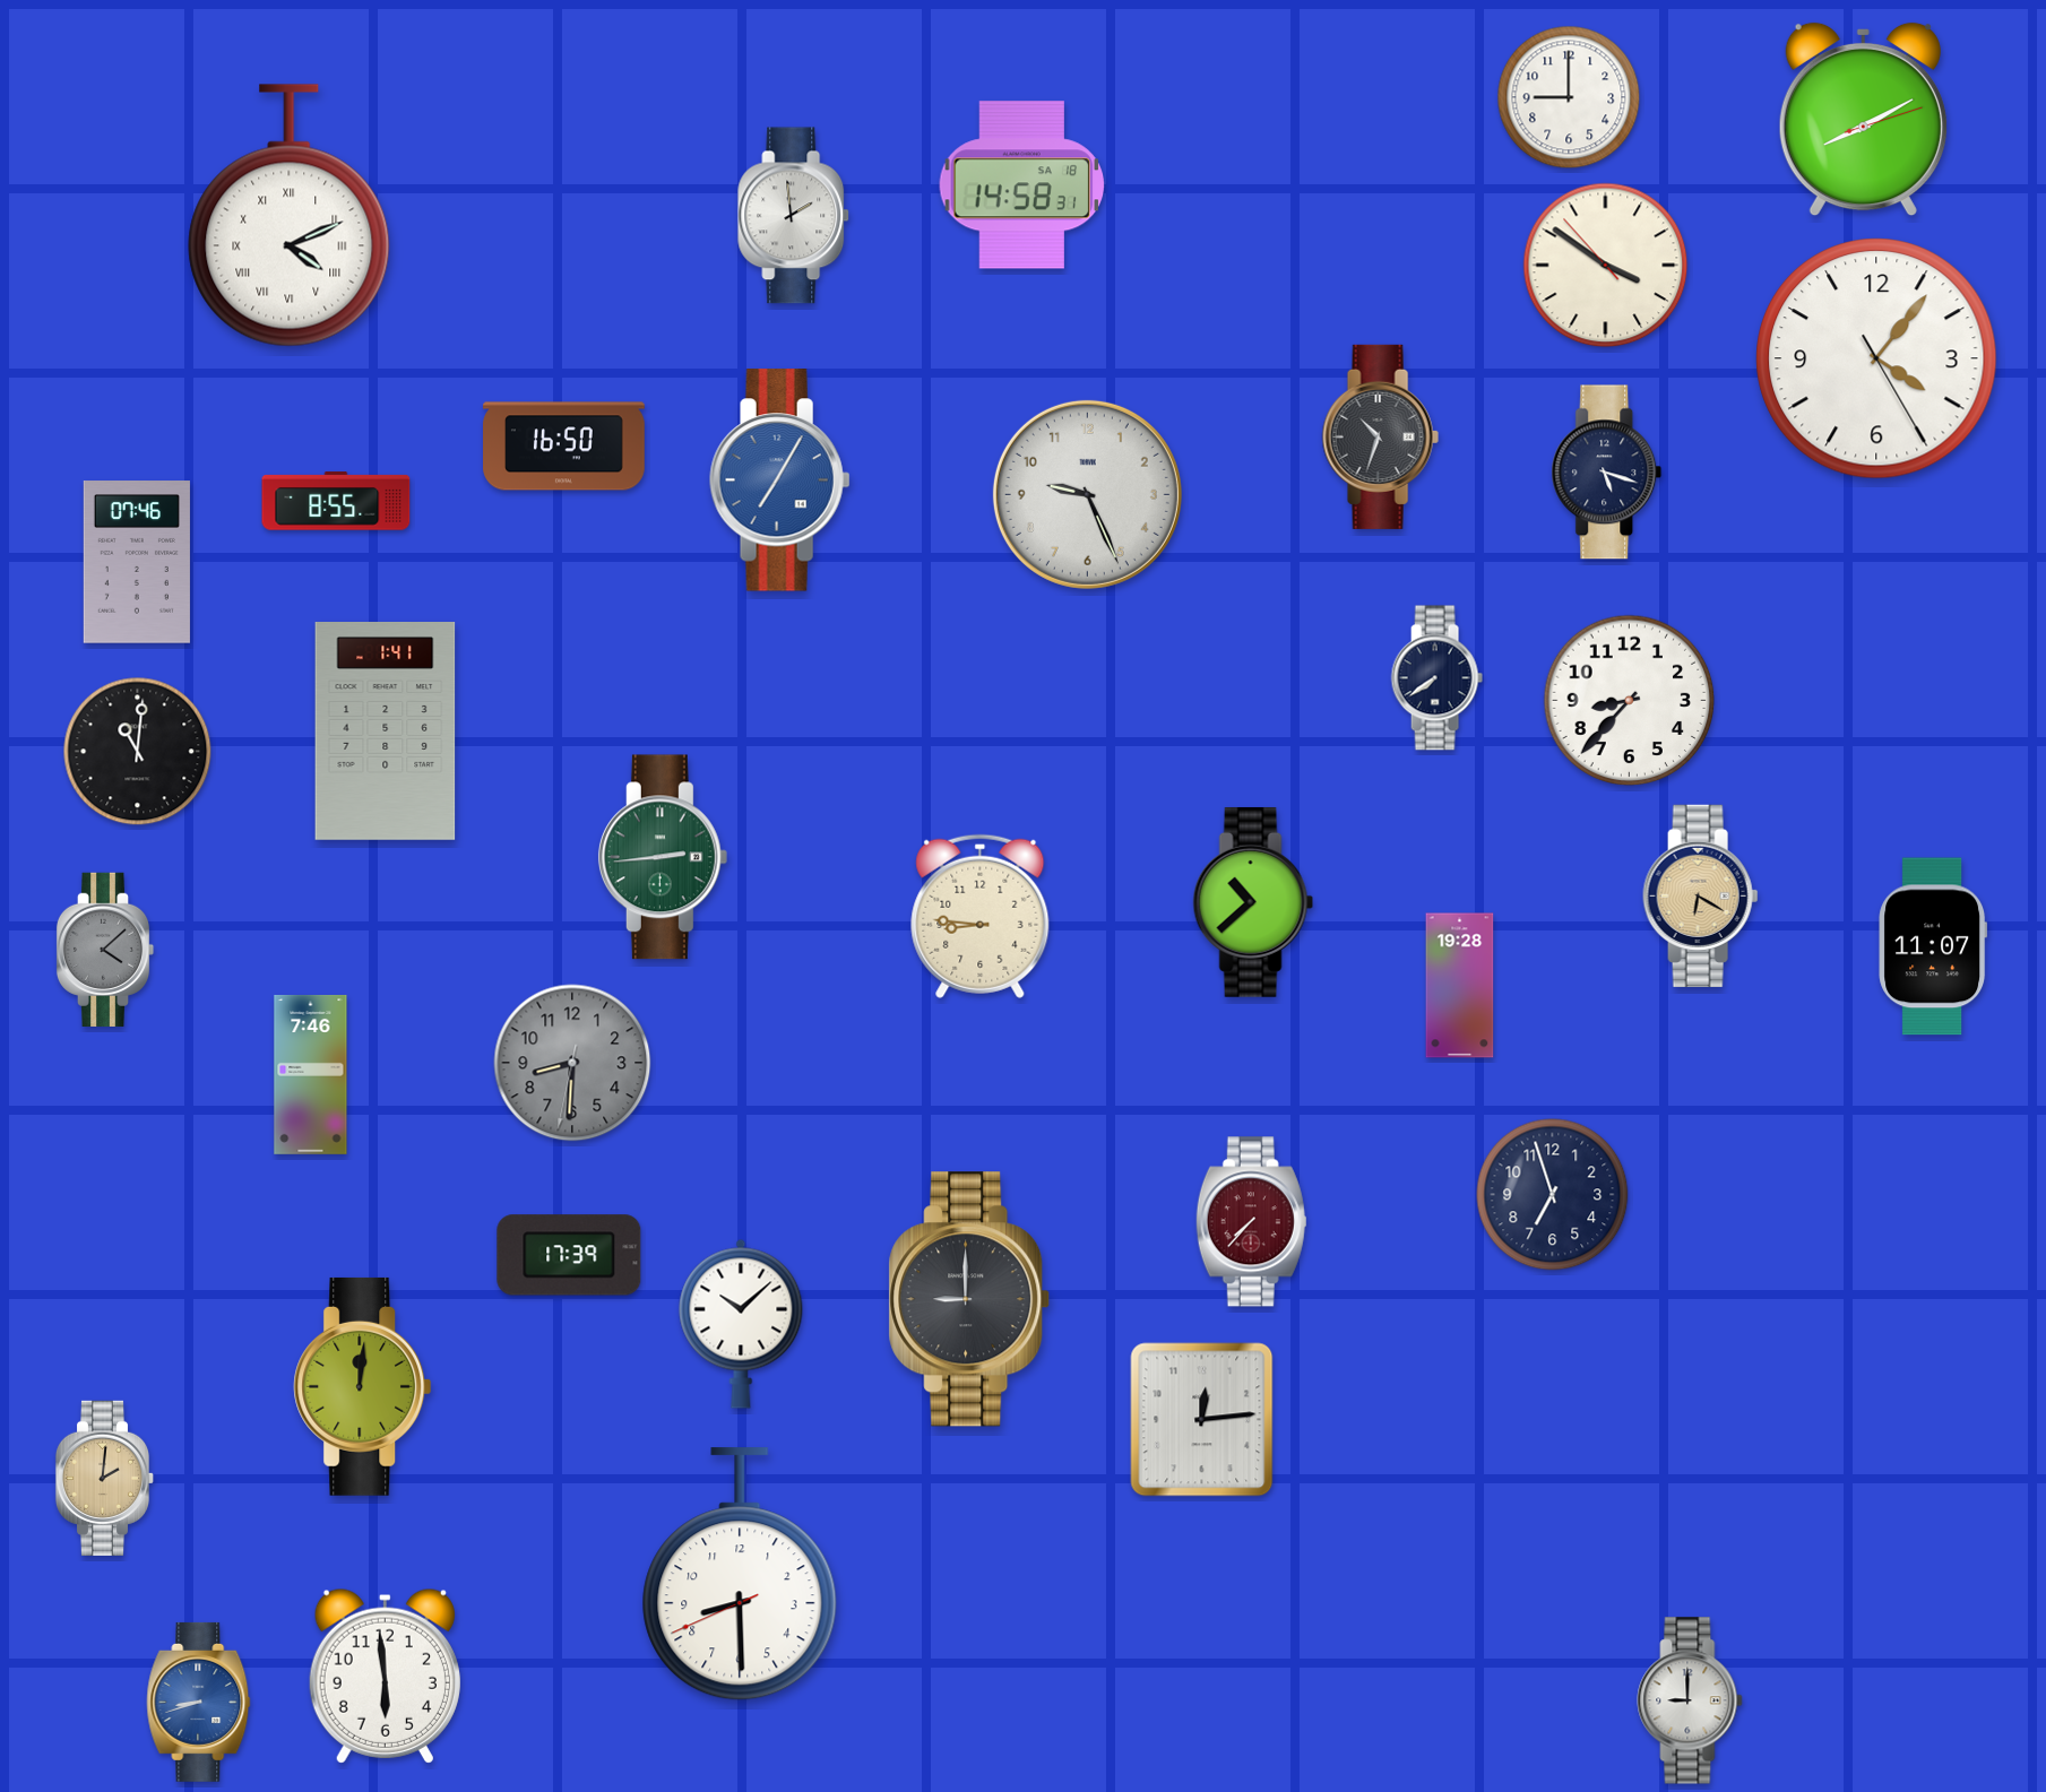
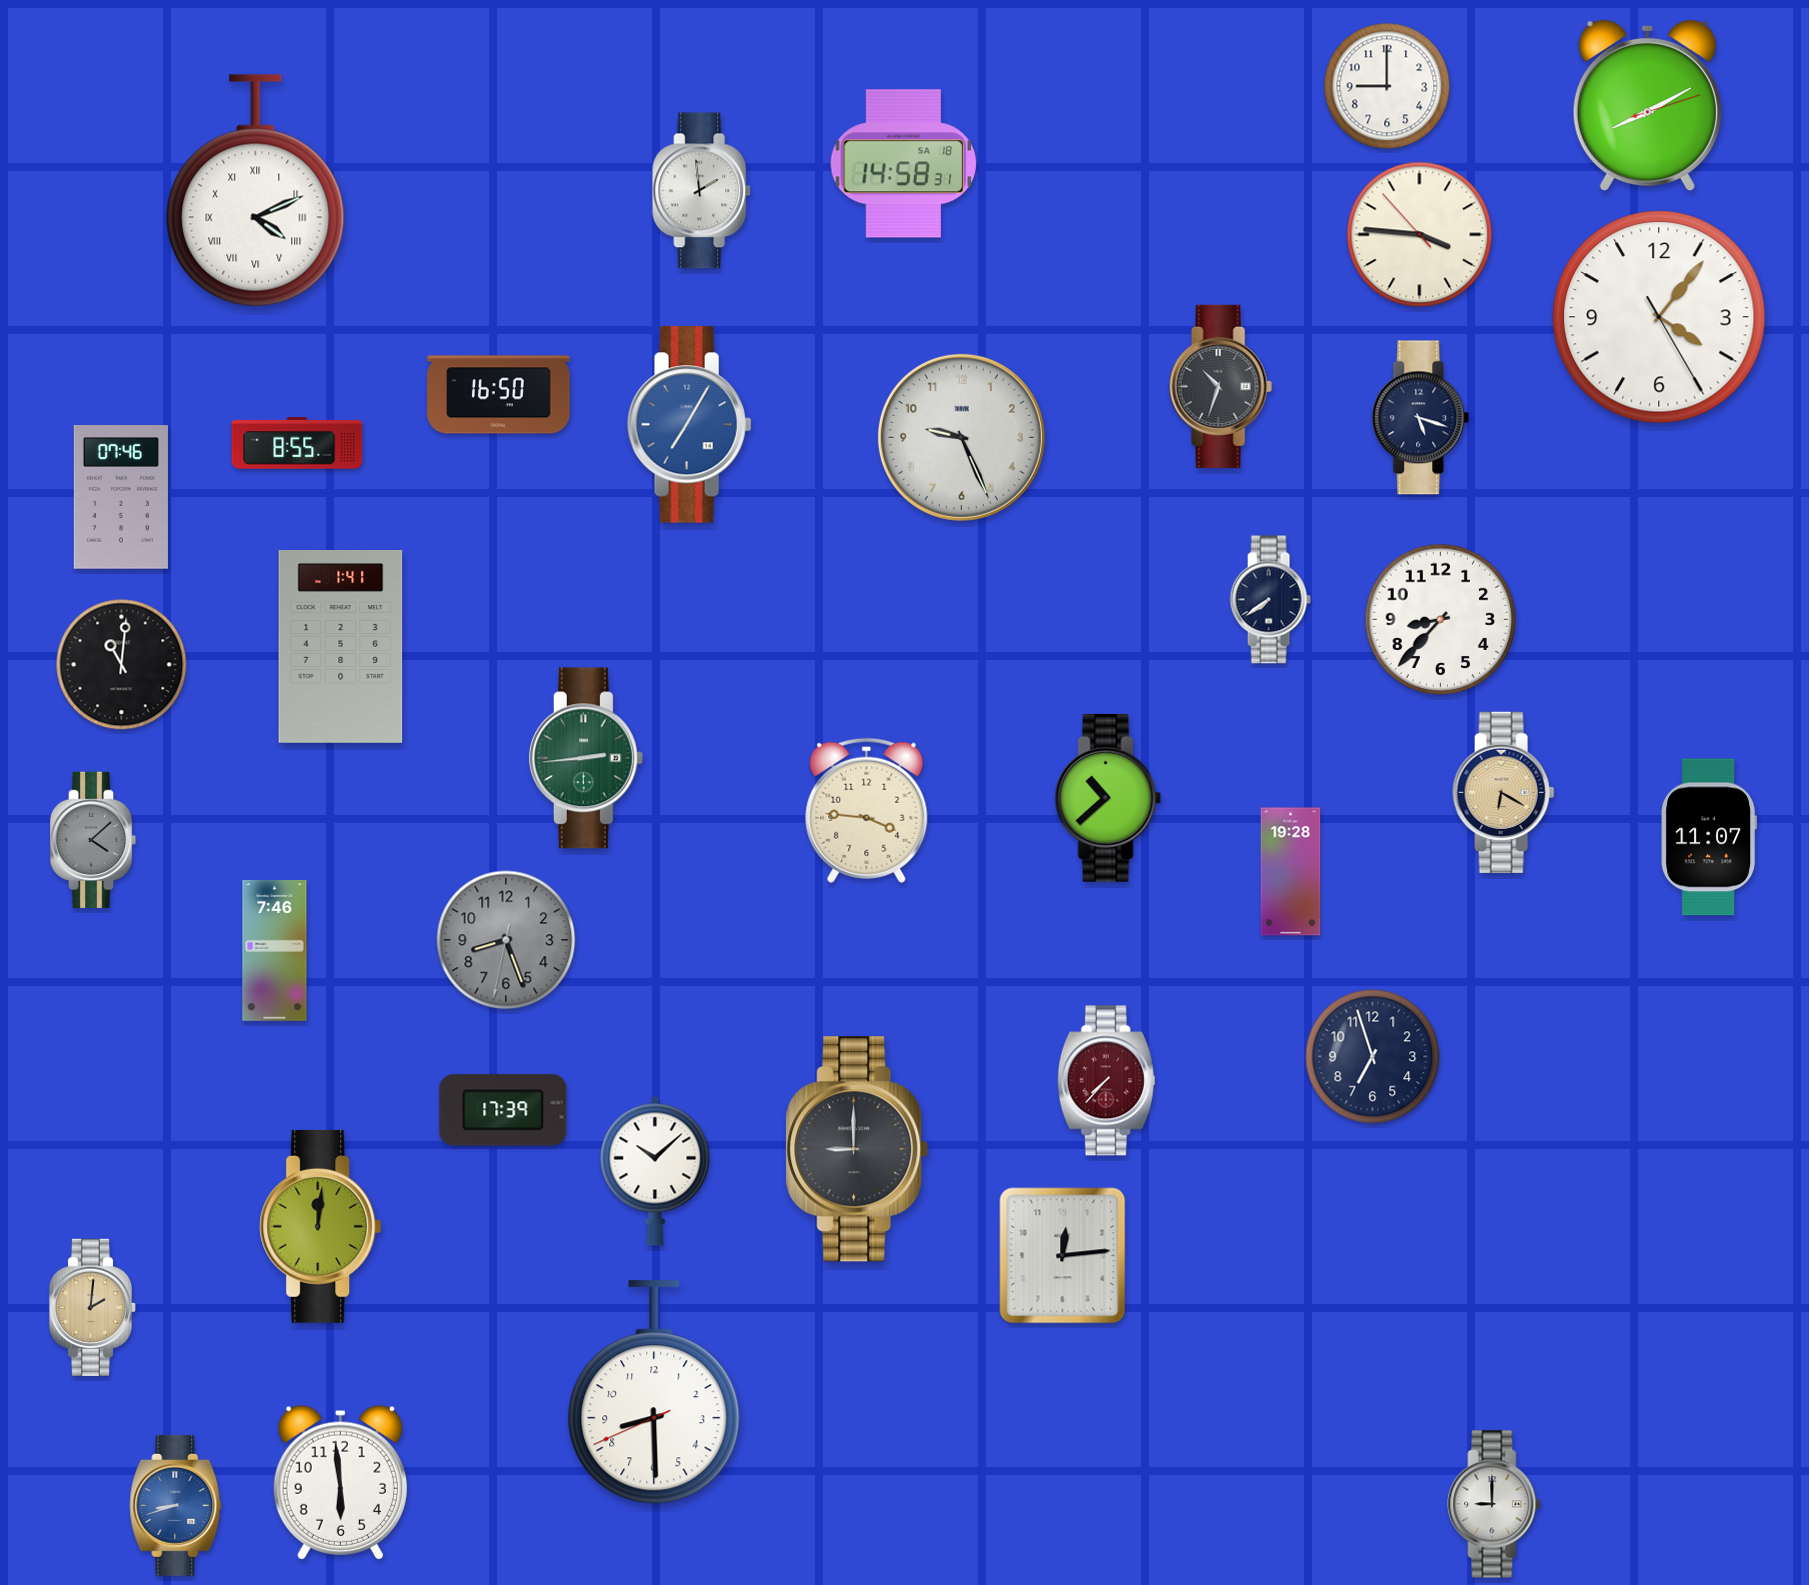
clock at (1606, 266): 3:50 -> 3:45
clock at (981, 916): 8:46 -> 3:46
clock at (572, 1063): 8:30 -> 8:26
